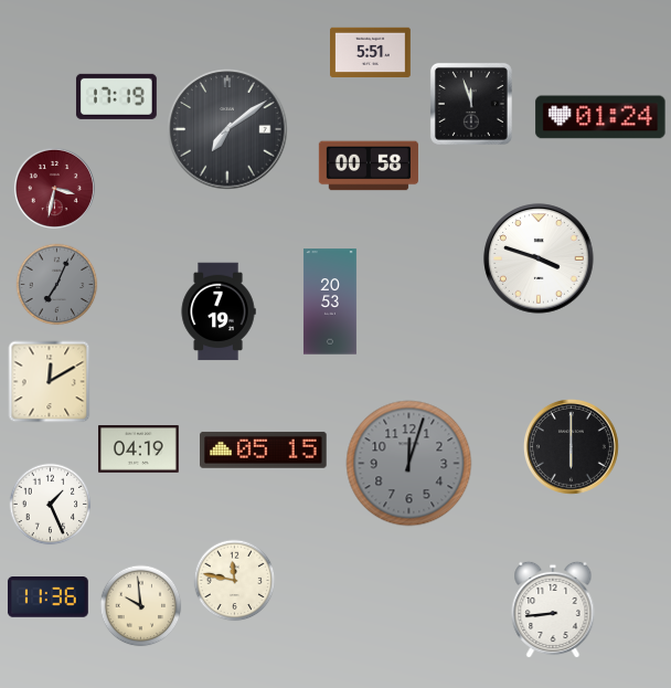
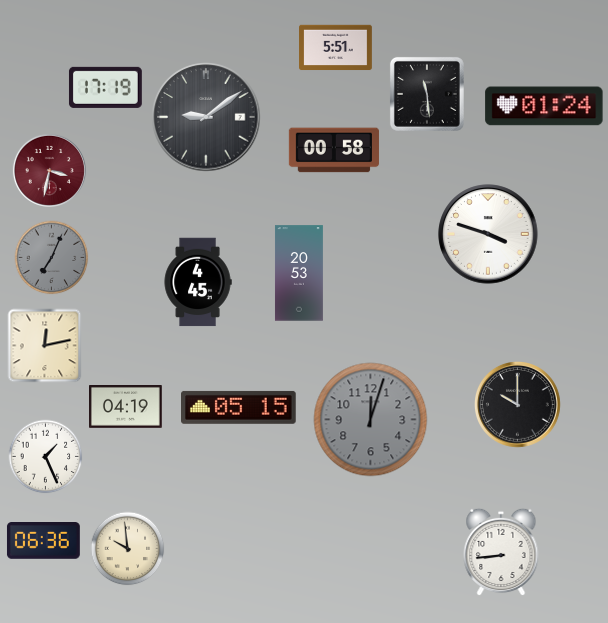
clock at (471, 104): 11:57 -> 11:29
clock at (227, 129): 7:09 -> 9:09
clock at (219, 311): 7:19 -> 4:45
clock at (50, 382): 12:10 -> 12:13
clock at (572, 447): 6:00 -> 10:00
clock at (235, 581): 11:47 -> none
clock at (47, 597): 11:36 -> 06:36
